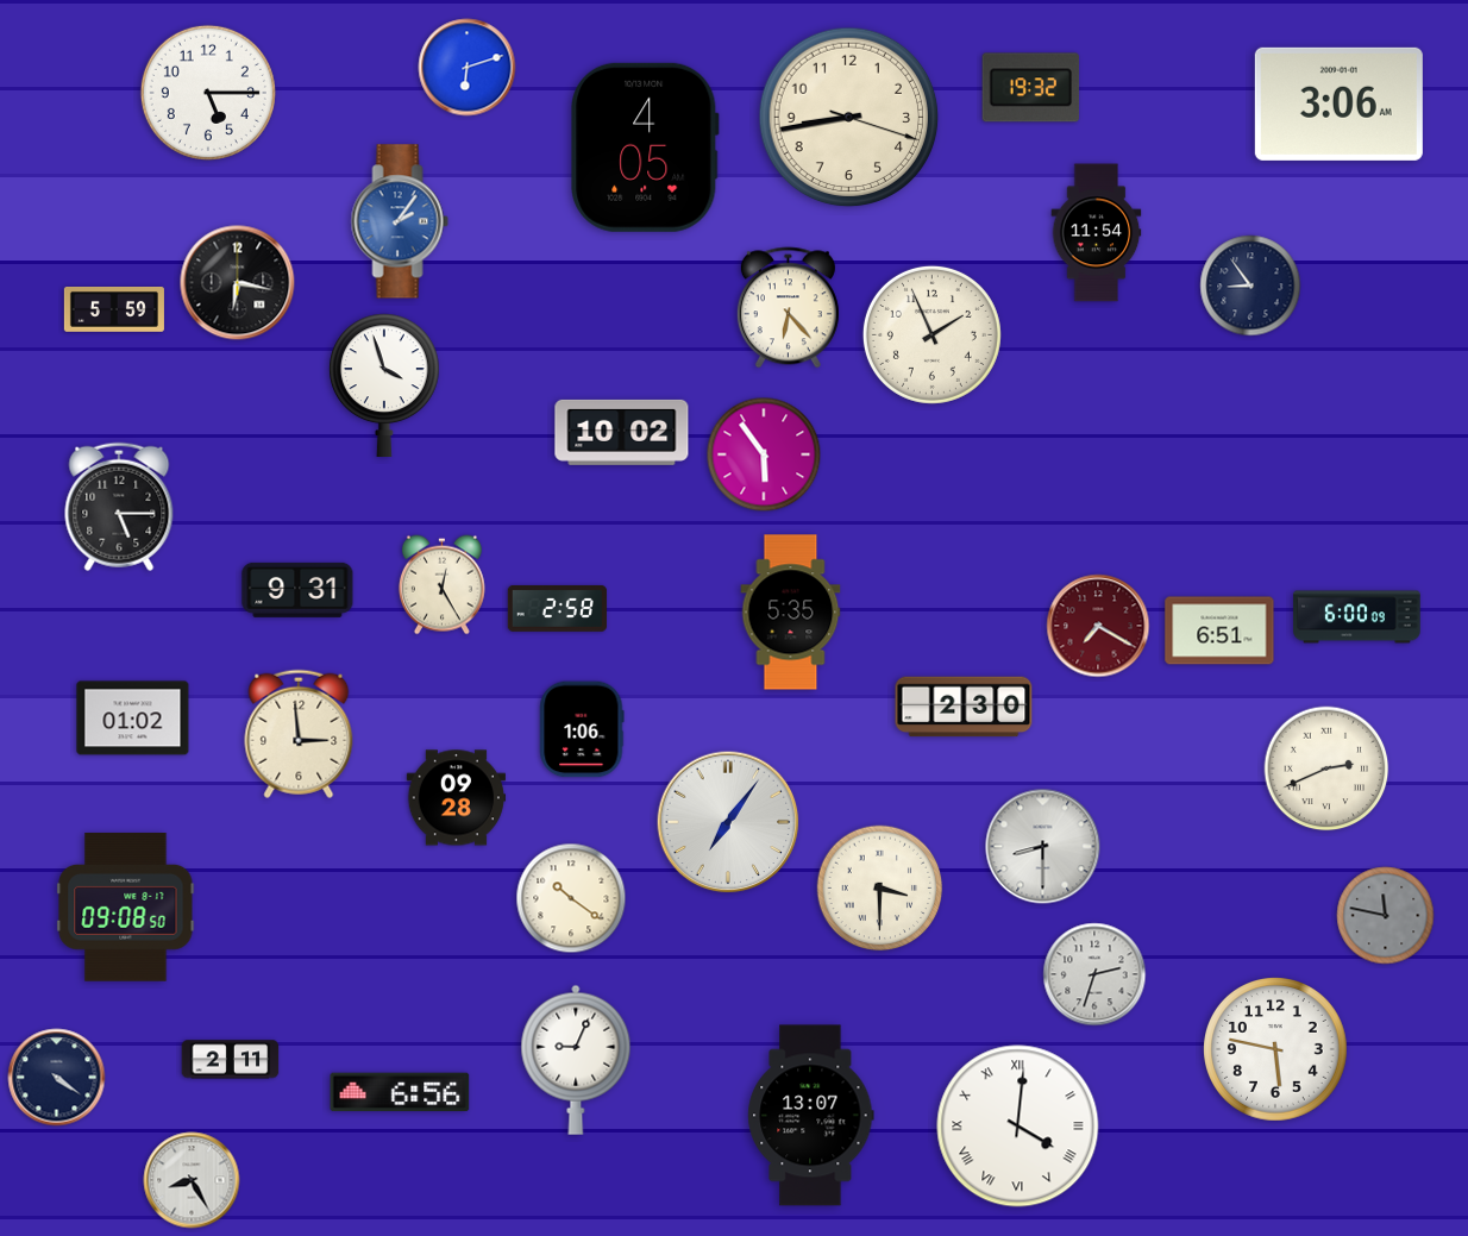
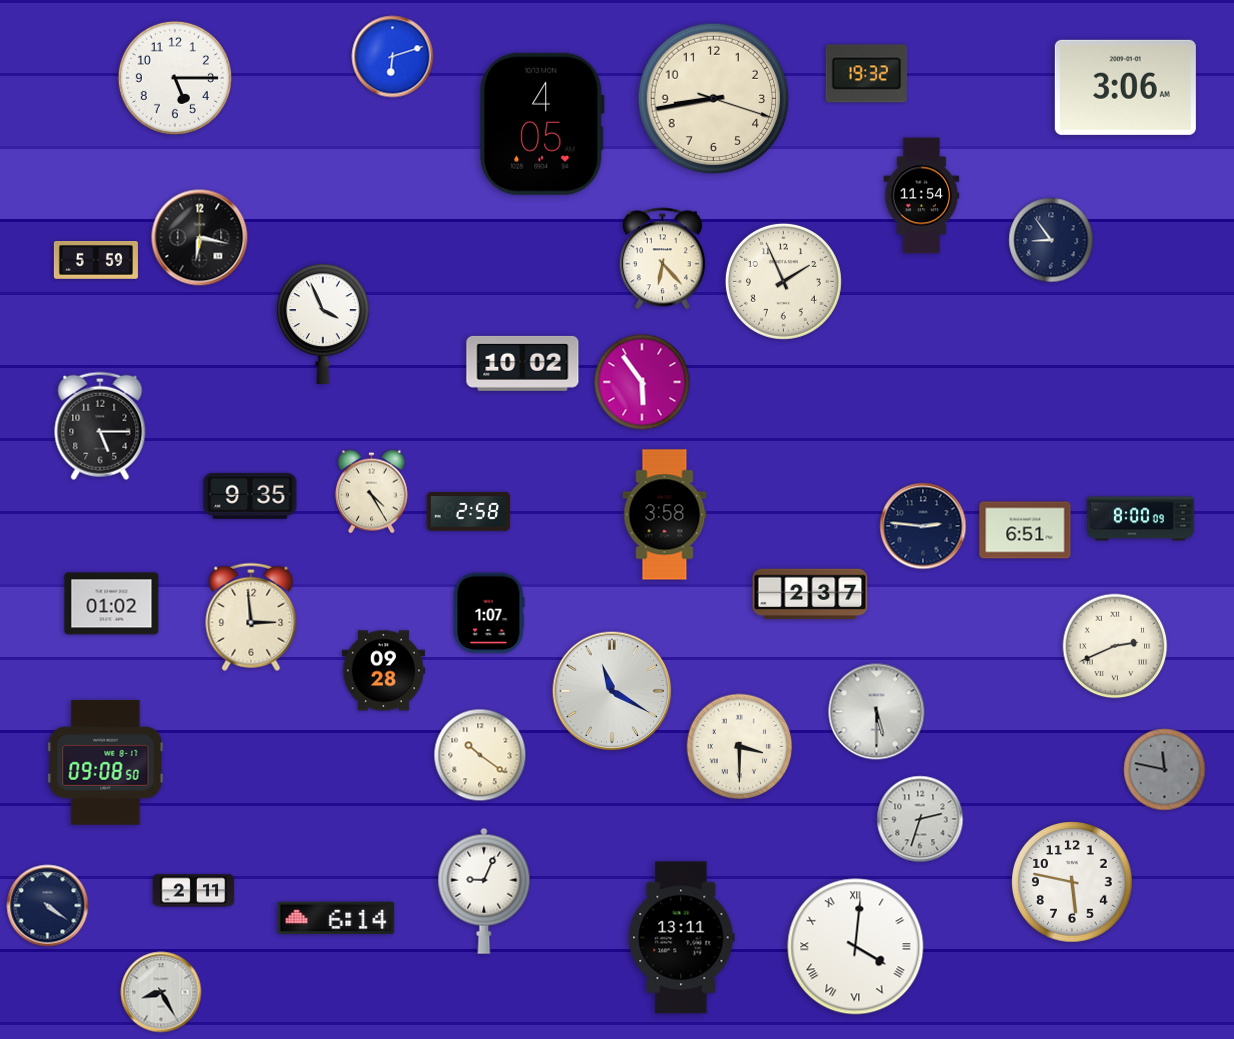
clock at (400, 221): 2:06 -> none
clock at (384, 384): 3:57 -> 3:56
clock at (441, 585): 12:25 -> 4:25
clock at (297, 590): 9:31 -> 9:35
clock at (791, 613): 5:35 -> 3:58
clock at (1357, 617): 6:00 -> 8:00
clock at (1098, 626): 7:20 -> 2:46
clock at (1098, 626) dial: burgundy -> navy
clock at (964, 707): 2:30 -> 2:37
clock at (582, 729): 1:06 -> 1:07
clock at (728, 822): 7:06 -> 11:20
clock at (1043, 847): 8:30 -> 5:30
clock at (400, 1092): 6:56 -> 6:14
clock at (811, 1116): 13:07 -> 13:11
